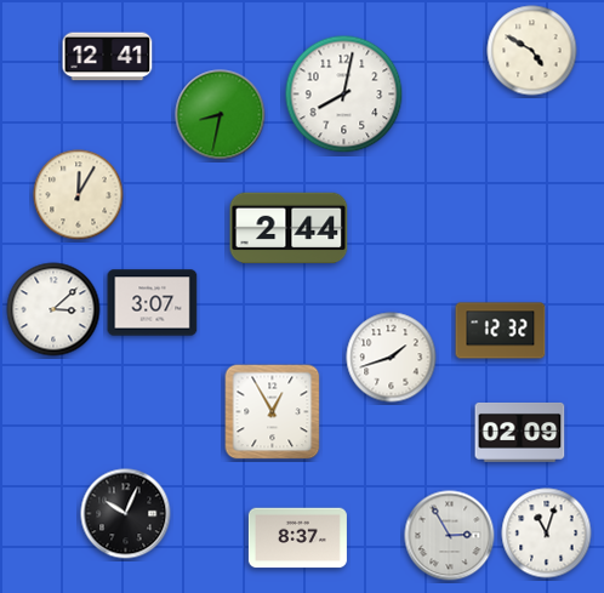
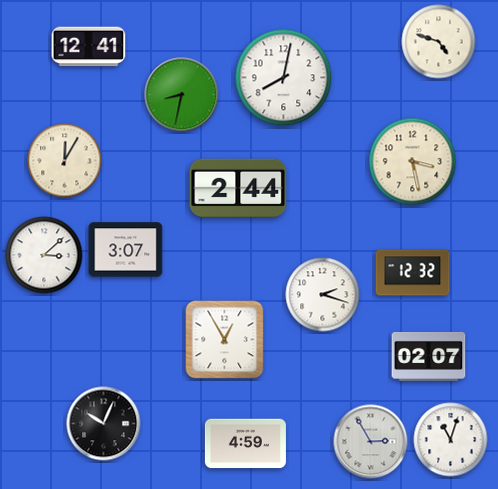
clock at (532, 51): 4:50 -> 4:48
clock at (413, 162): none -> 3:28
clock at (392, 358): 1:42 -> 2:18
clock at (520, 433): 02:09 -> 02:07
clock at (297, 538): 8:37 -> 4:59
